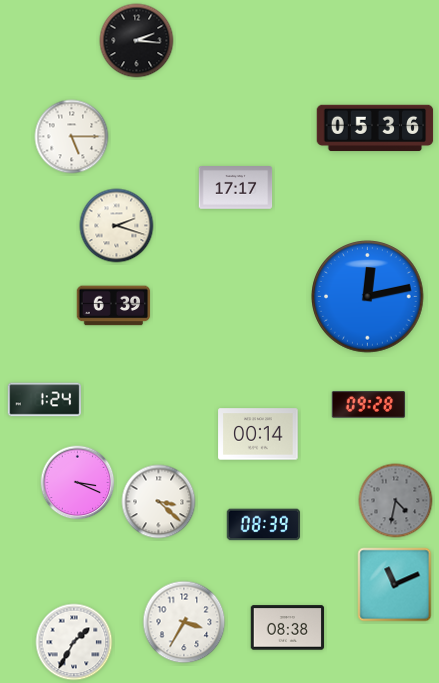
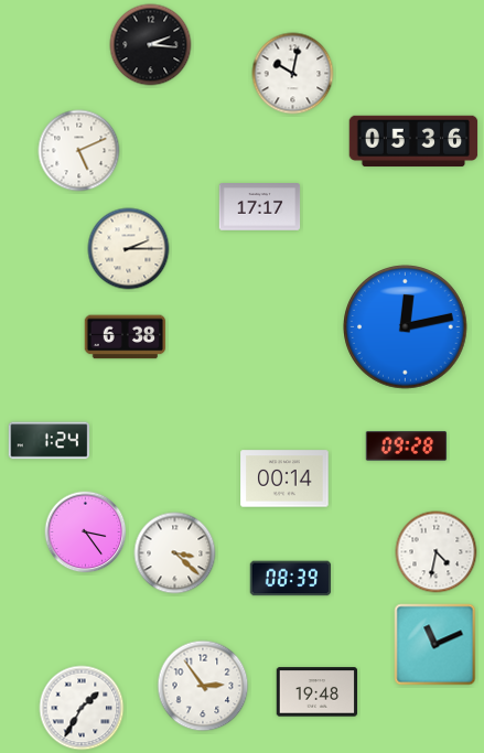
clock at (293, 74): none -> 10:02
clock at (72, 137): 5:15 -> 5:11
clock at (117, 226): 2:18 -> 2:15
clock at (114, 306): 6:39 -> 6:38
clock at (78, 483): 3:19 -> 3:24
clock at (396, 501) dial: grey -> white
clock at (184, 622): 3:35 -> 2:54
clock at (288, 628): 08:38 -> 19:48
